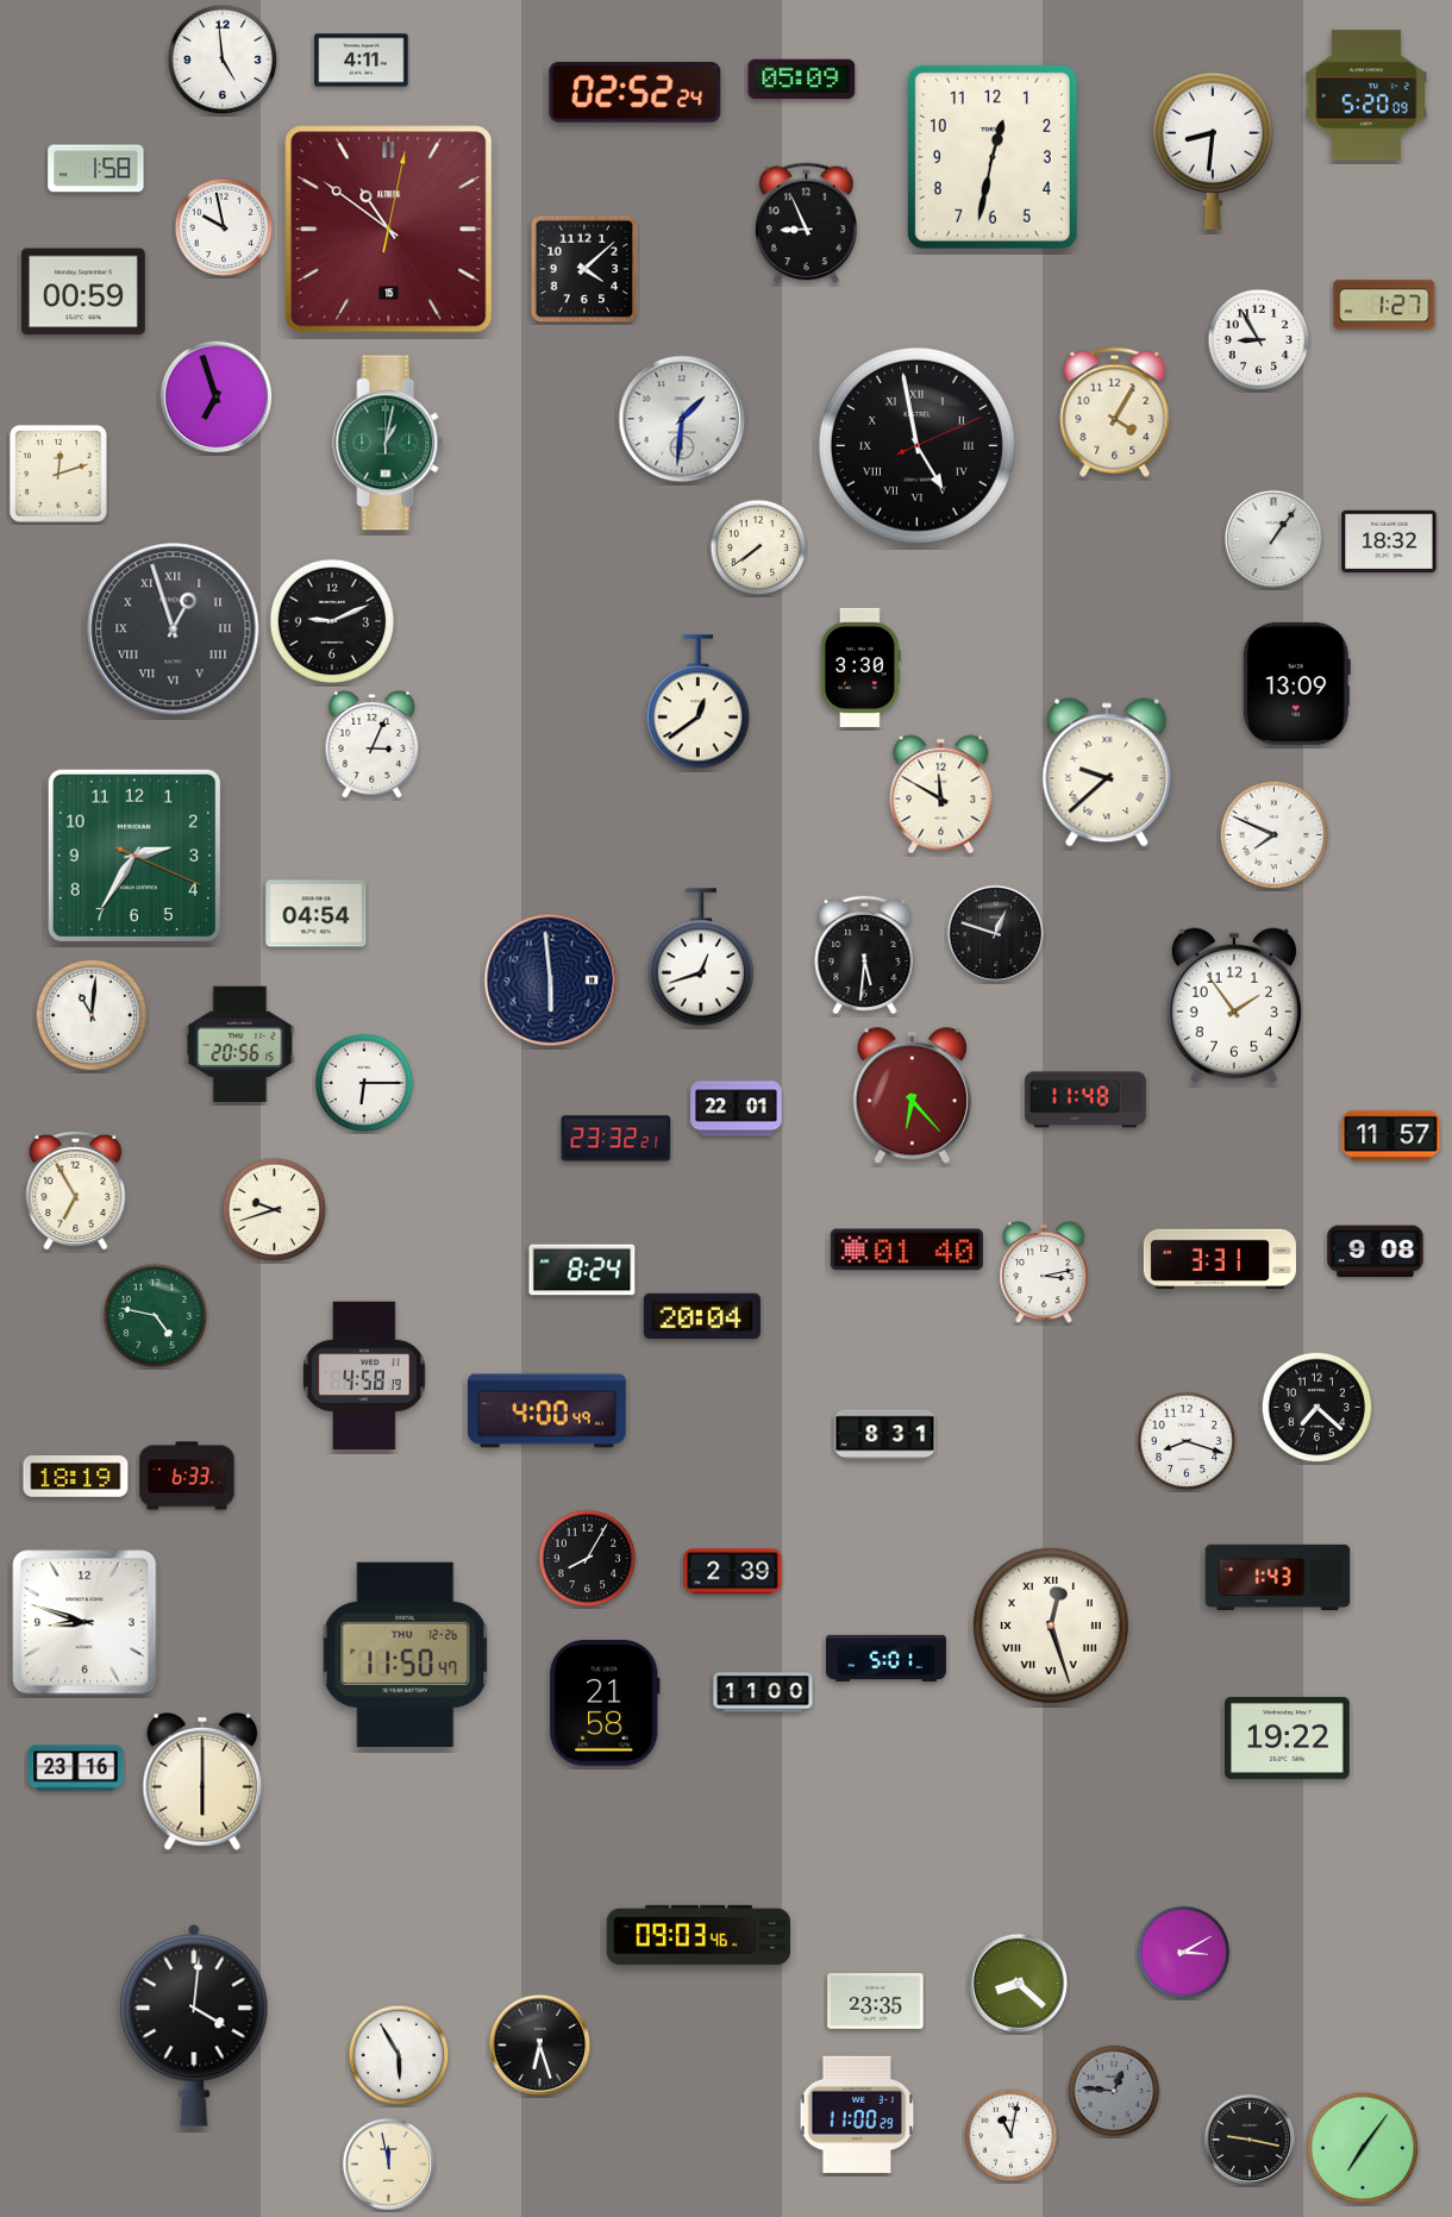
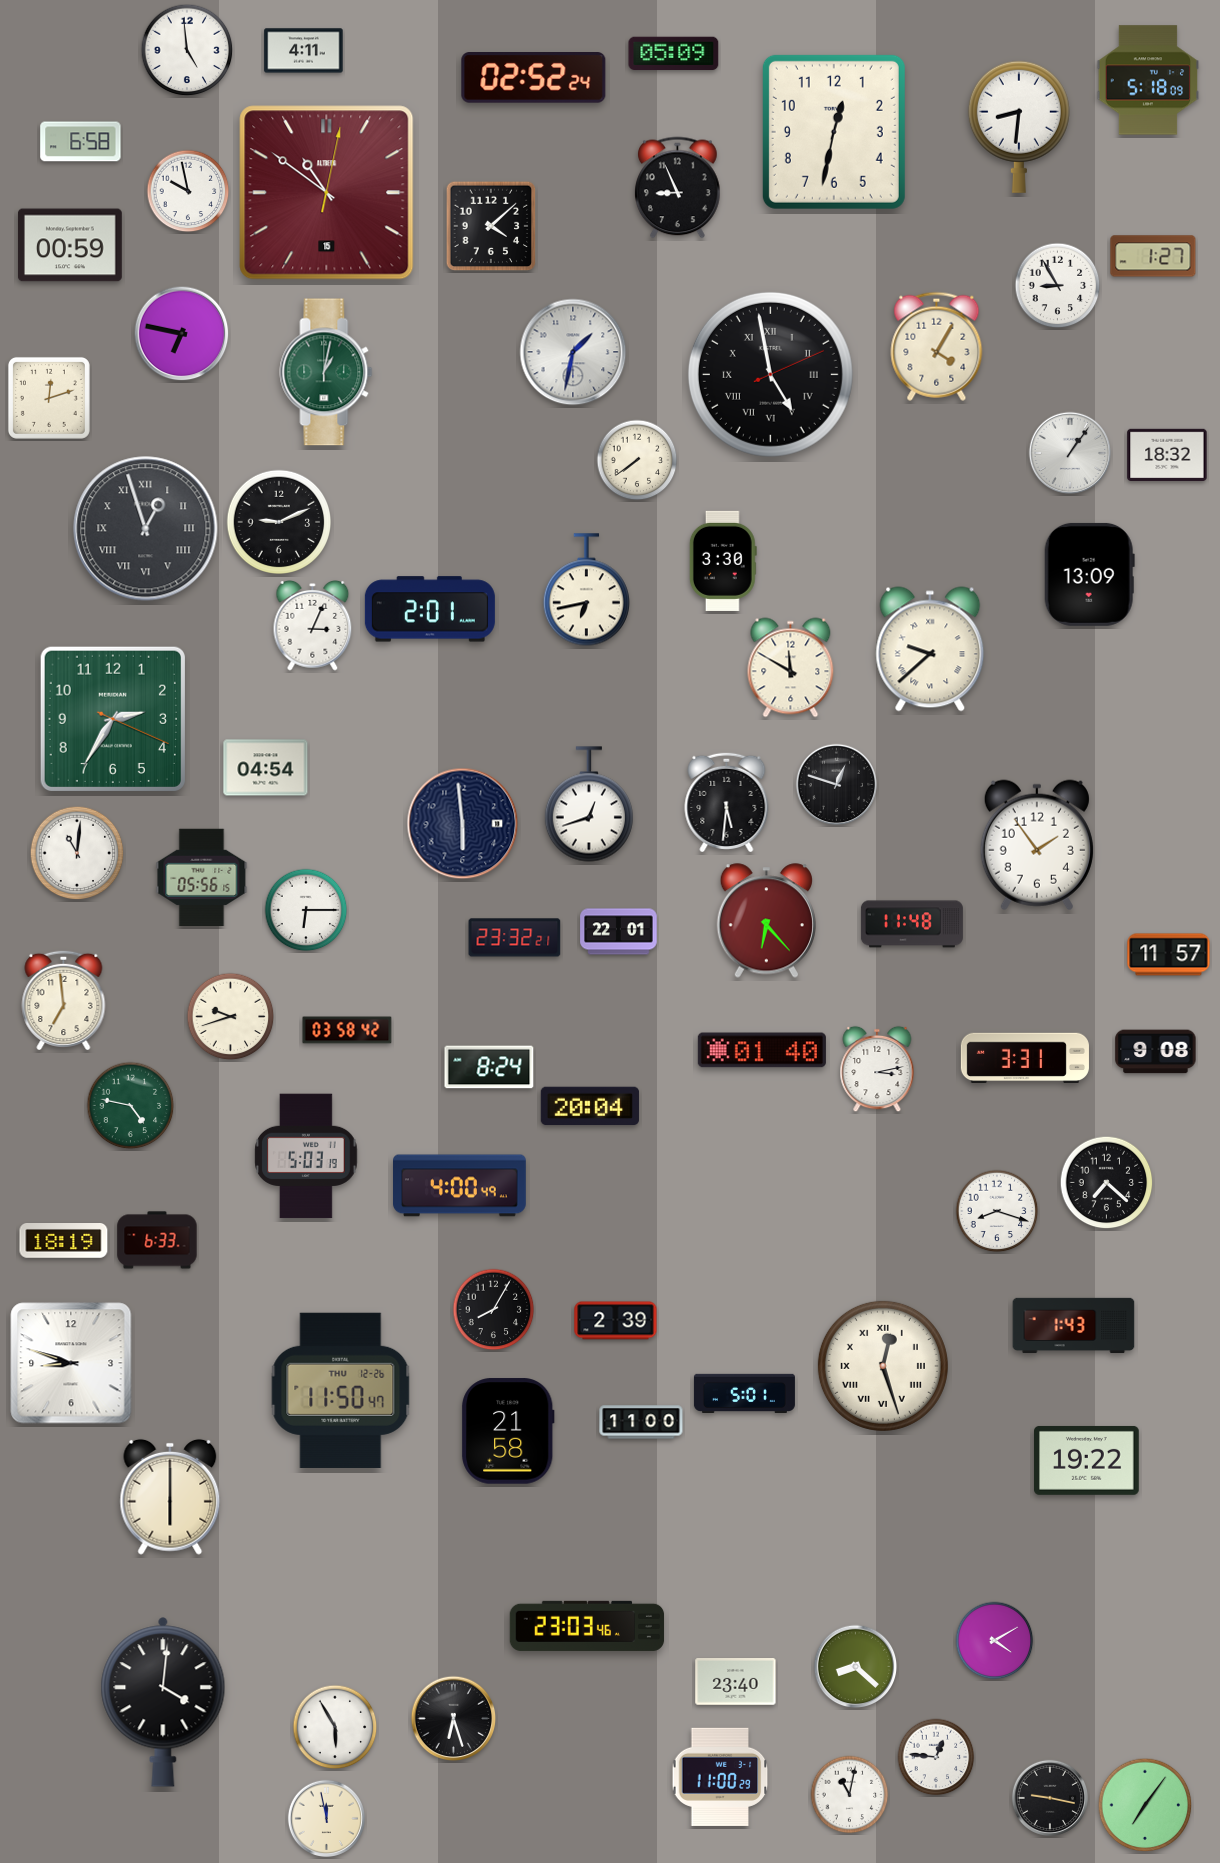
clock at (802, 80) position: (802, 80) -> (674, 54)
clock at (1366, 95): 5:20 -> 5:18
clock at (96, 169): 1:58 -> 6:58
clock at (1384, 305) position: (1384, 305) -> (1153, 256)
clock at (217, 397): 6:57 -> 6:47
clock at (682, 419): 1:31 -> 1:32
clock at (697, 702): 12:39 -> 6:43
clock at (430, 609): none -> 2:01
clock at (1275, 835): 7:49 -> none
clock at (240, 1044): 20:56 -> 05:56
clock at (617, 1139) position: (617, 1139) -> (515, 938)
clock at (76, 1189): 6:55 -> 6:59
clock at (347, 1030): none -> 03:58
clock at (364, 1376): 4:58 -> 5:03
clock at (885, 1435): 8:31 -> none
clock at (1288, 1737) position: (1288, 1737) -> (1087, 1460)
clock at (76, 1768): 23:16 -> none
clock at (699, 1935): 09:03 -> 23:03
clock at (1184, 1953): 3:10 -> 4:10
clock at (876, 2002): 23:35 -> 23:40
clock at (1114, 2091) dial: grey -> white
